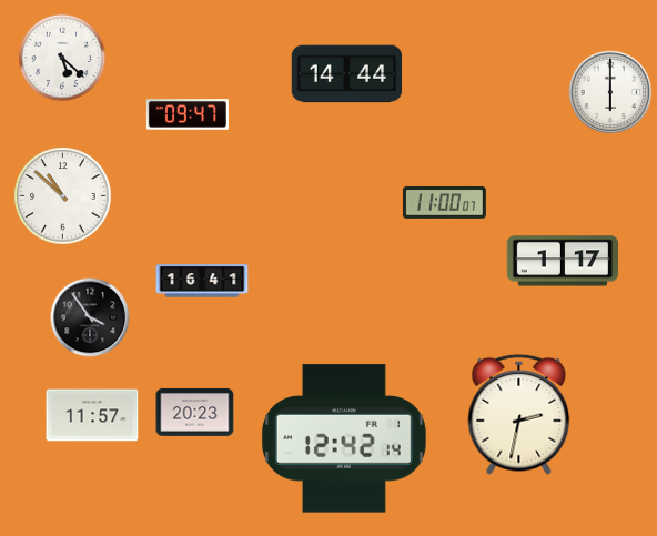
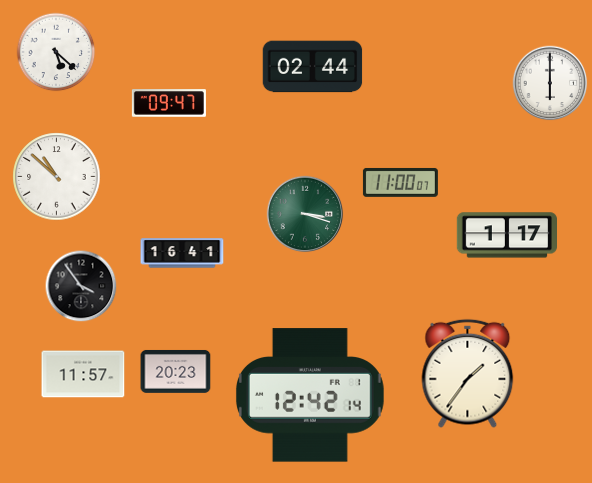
clock at (347, 74): 14:44 -> 02:44
clock at (305, 214): none -> 3:18
clock at (519, 414): 2:32 -> 1:36
